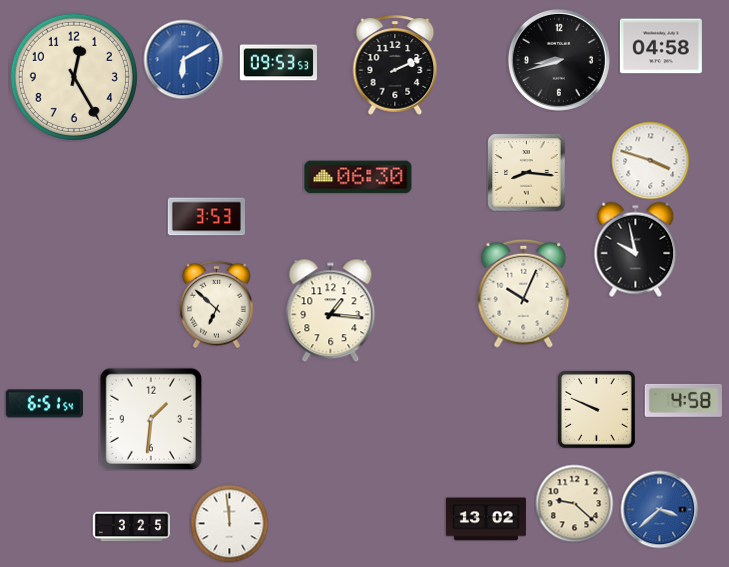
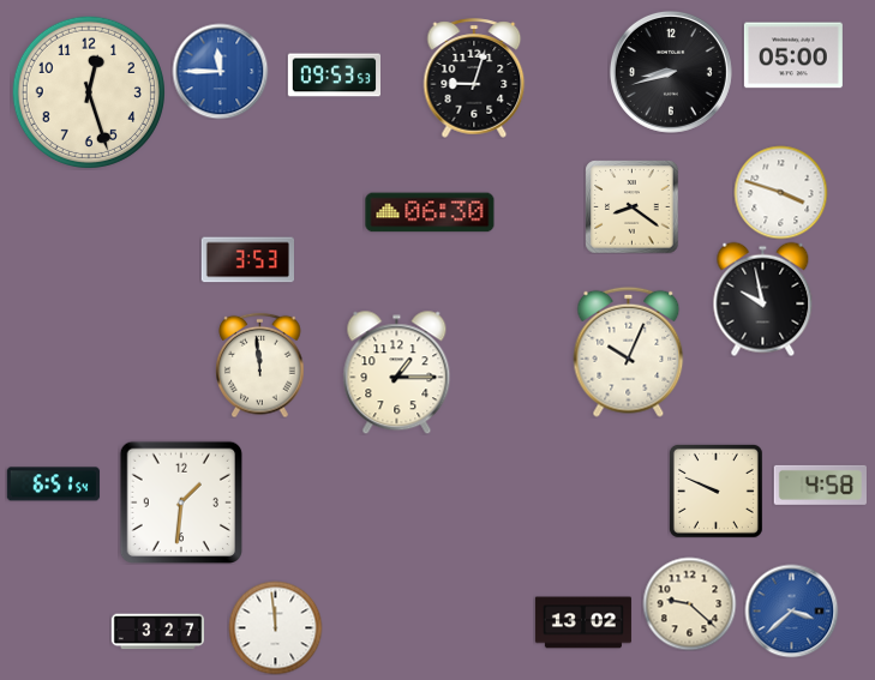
clock at (661, 46): 04:58 -> 05:00
clock at (183, 59): 6:10 -> 11:45
clock at (395, 65): 2:11 -> 9:03
clock at (74, 77): 12:25 -> 12:27
clock at (526, 172): 8:16 -> 8:21
clock at (217, 304): 6:52 -> 11:59
clock at (331, 310): 1:16 -> 1:15
clock at (683, 400) position: (683, 400) -> (820, 485)
clock at (131, 527): 3:25 -> 3:27
